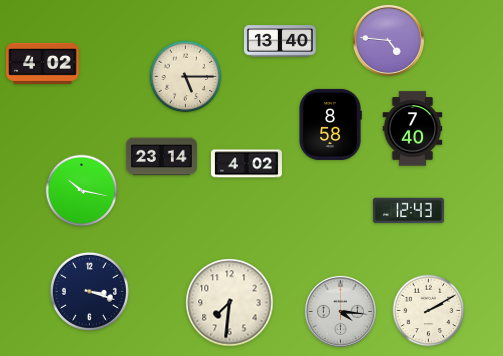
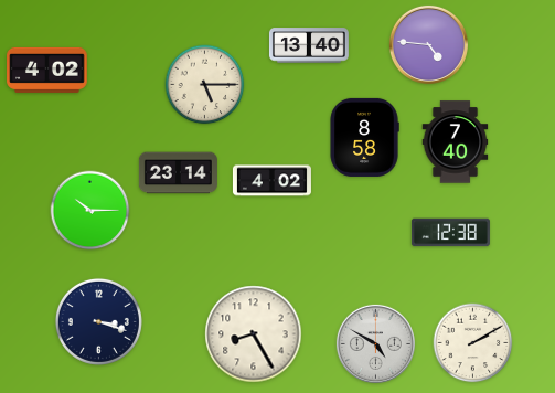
clock at (82, 191): 10:17 -> 10:15
clock at (408, 211): 12:43 -> 12:38
clock at (230, 303): 7:31 -> 8:25
clock at (340, 311): 4:16 -> 4:50
